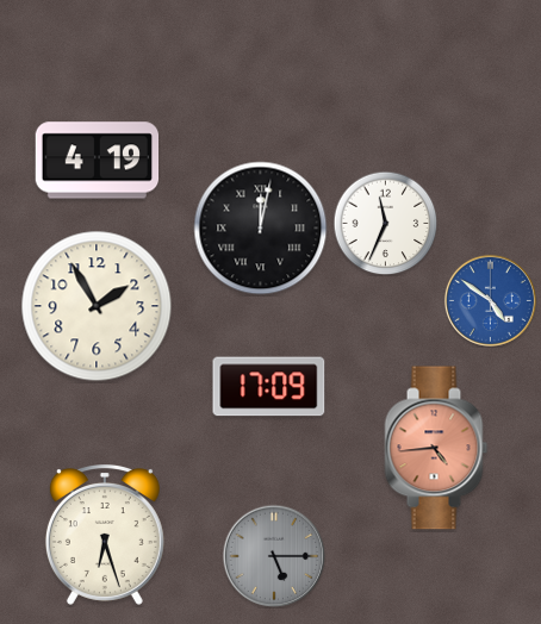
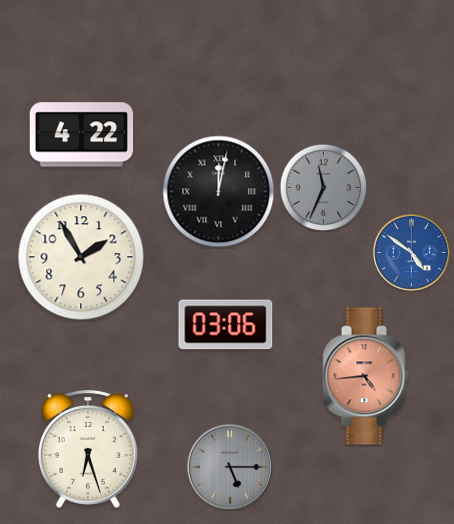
clock at (98, 161): 4:19 -> 4:22
clock at (385, 223) dial: white -> grey
clock at (269, 387): 17:09 -> 03:06
